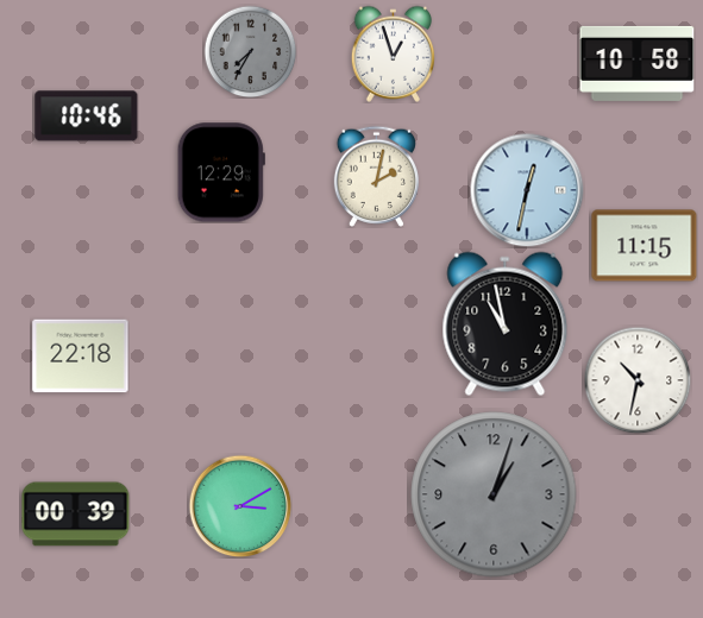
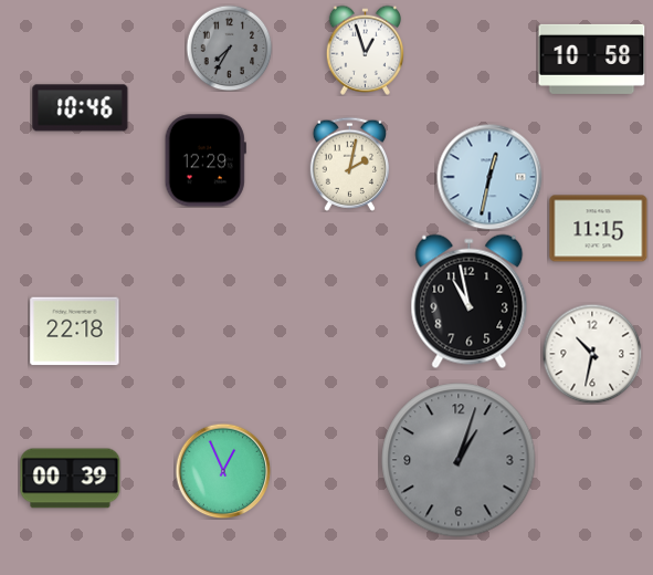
clock at (250, 51) position: (250, 51) -> (229, 48)
clock at (240, 506): 3:10 -> 12:56
